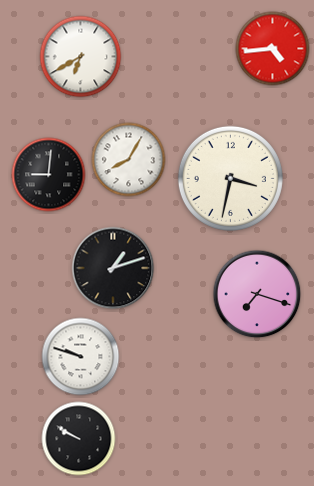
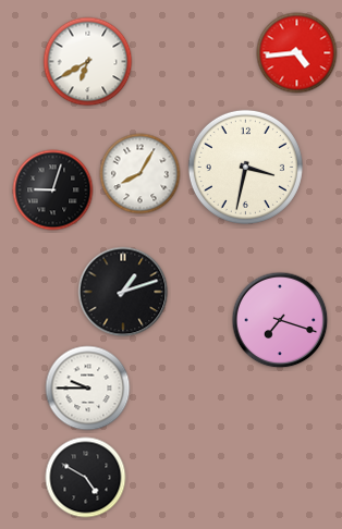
clock at (49, 175): 9:01 -> 9:03
clock at (230, 178) position: (230, 178) -> (245, 167)
clock at (81, 357): 9:48 -> 9:45
clock at (79, 439): 9:50 -> 4:50
